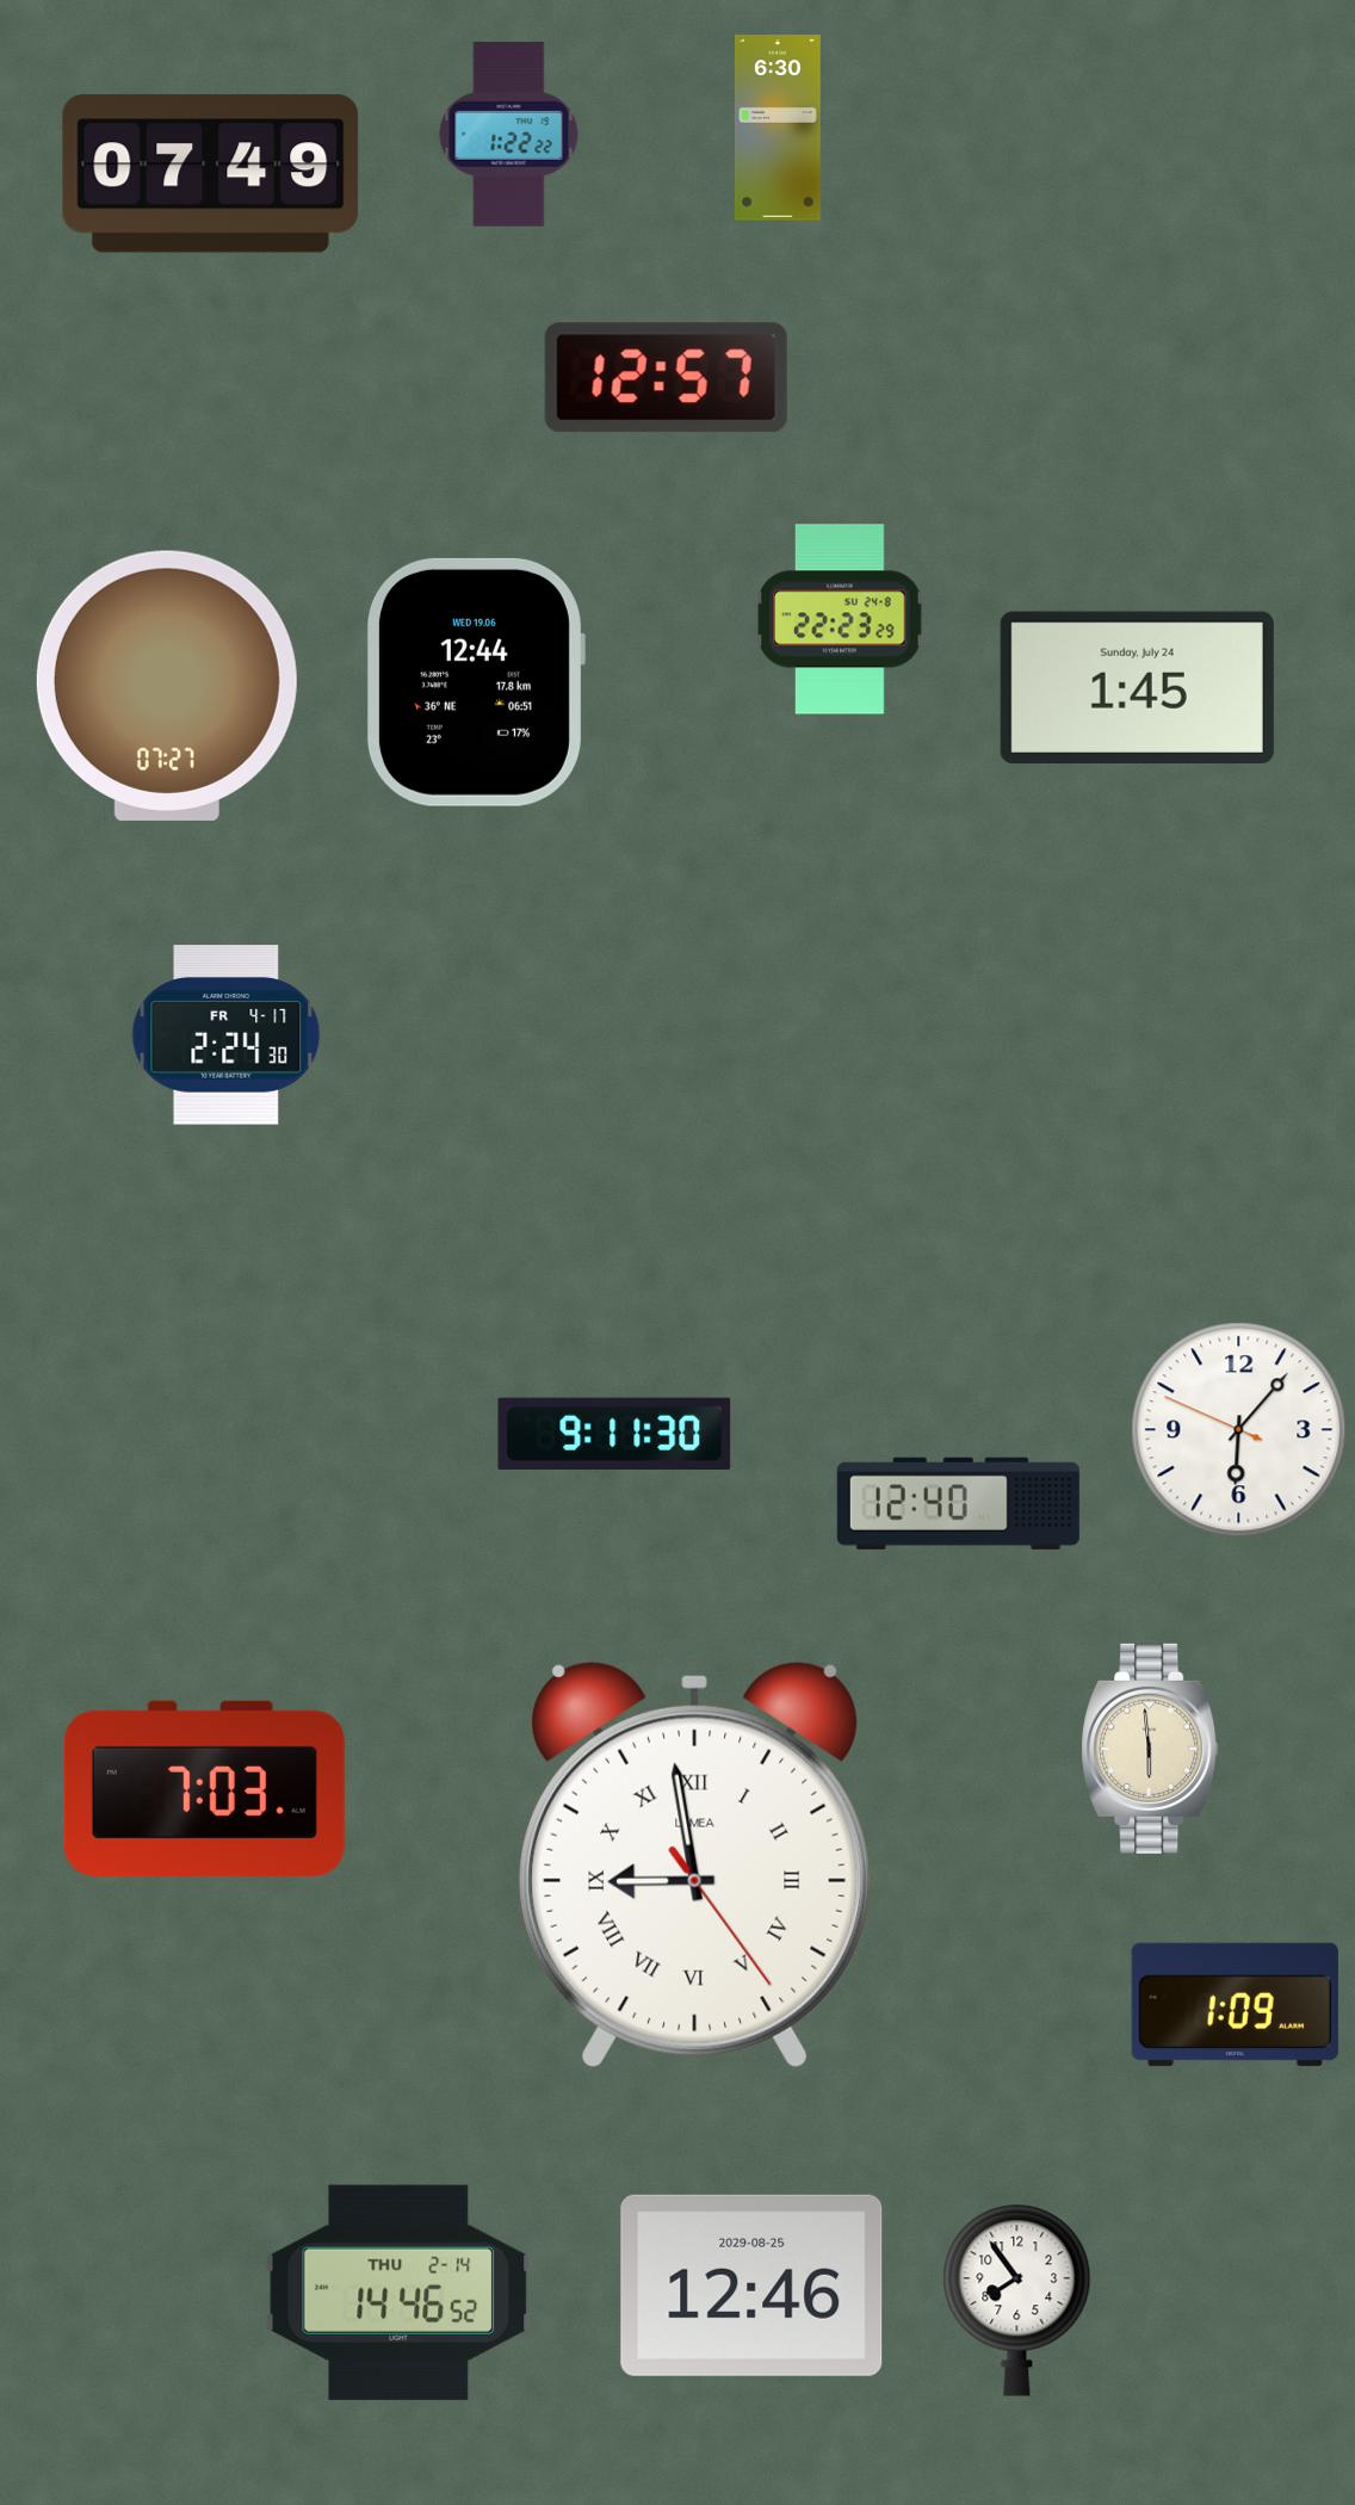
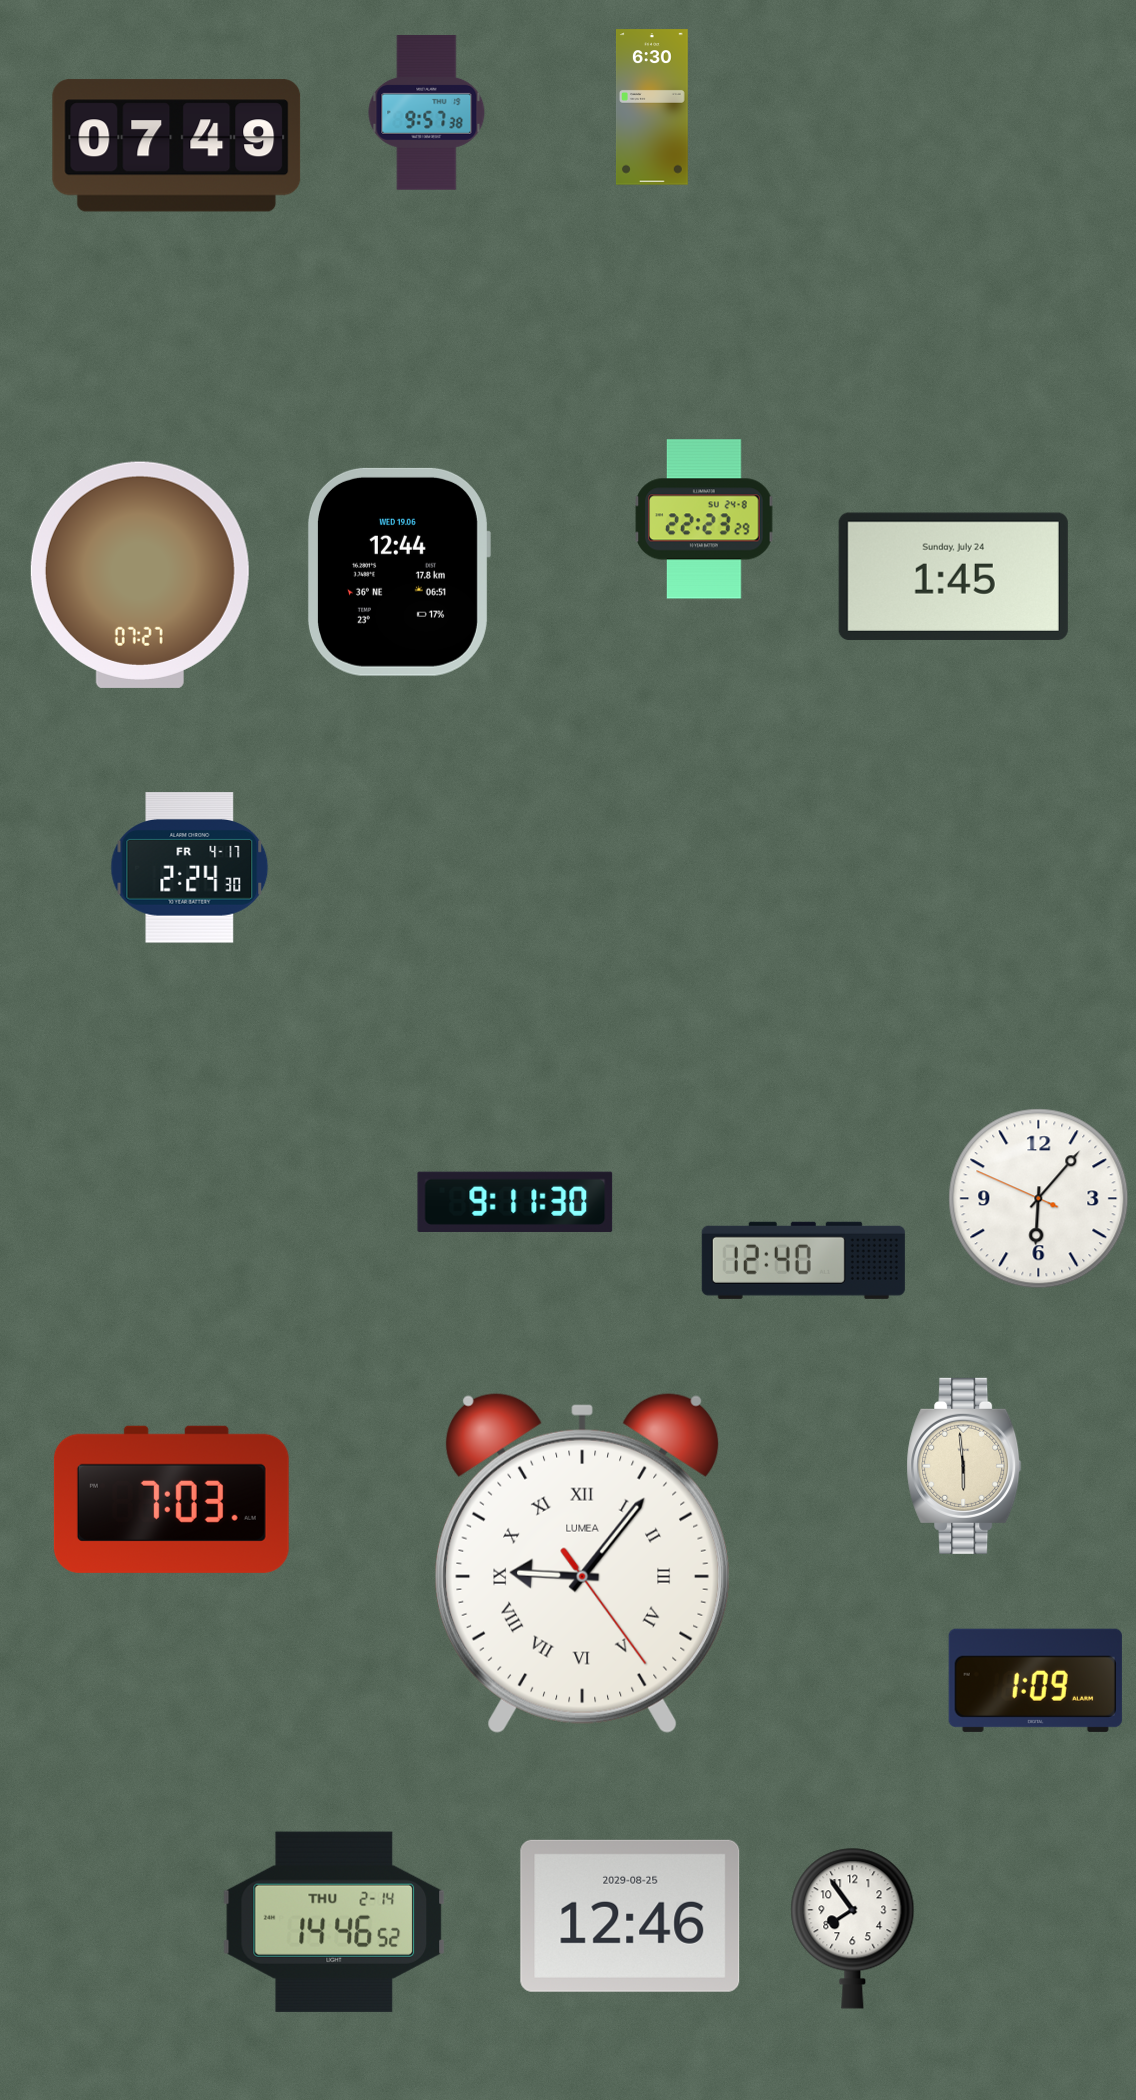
clock at (509, 135): 1:22 -> 9:57
clock at (666, 378): 12:57 -> none
clock at (695, 1864): 8:58 -> 9:06
